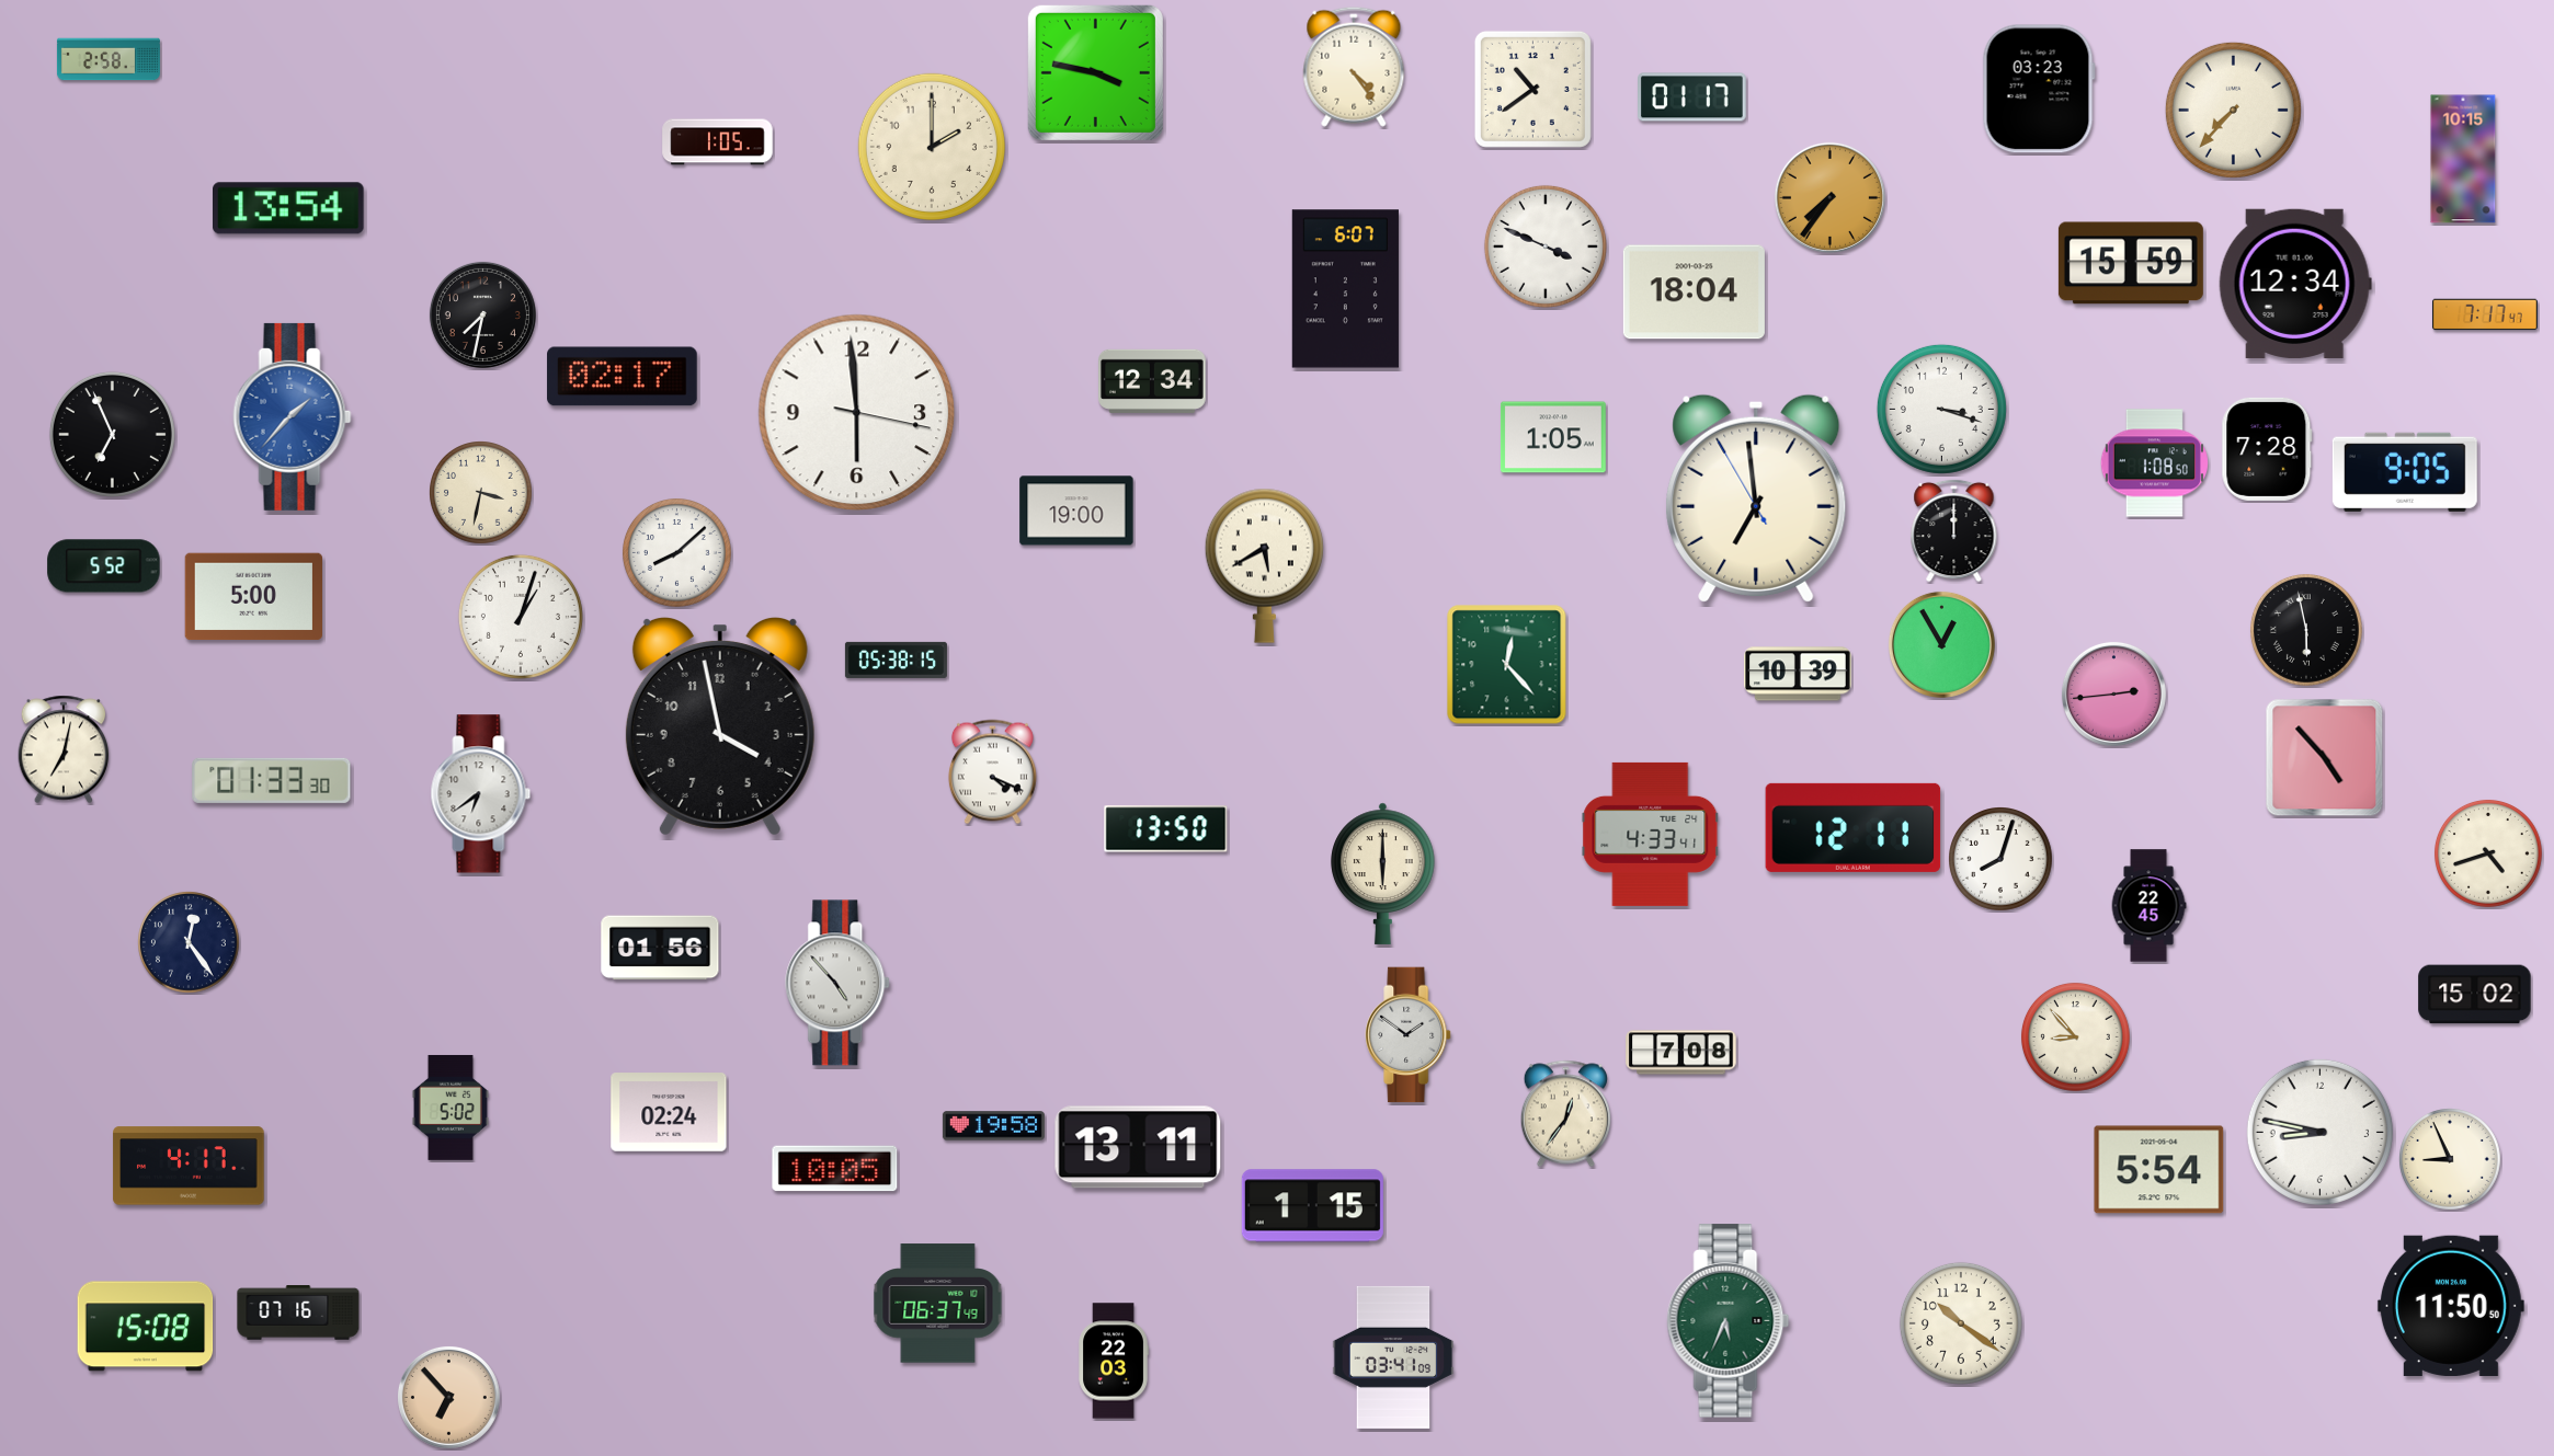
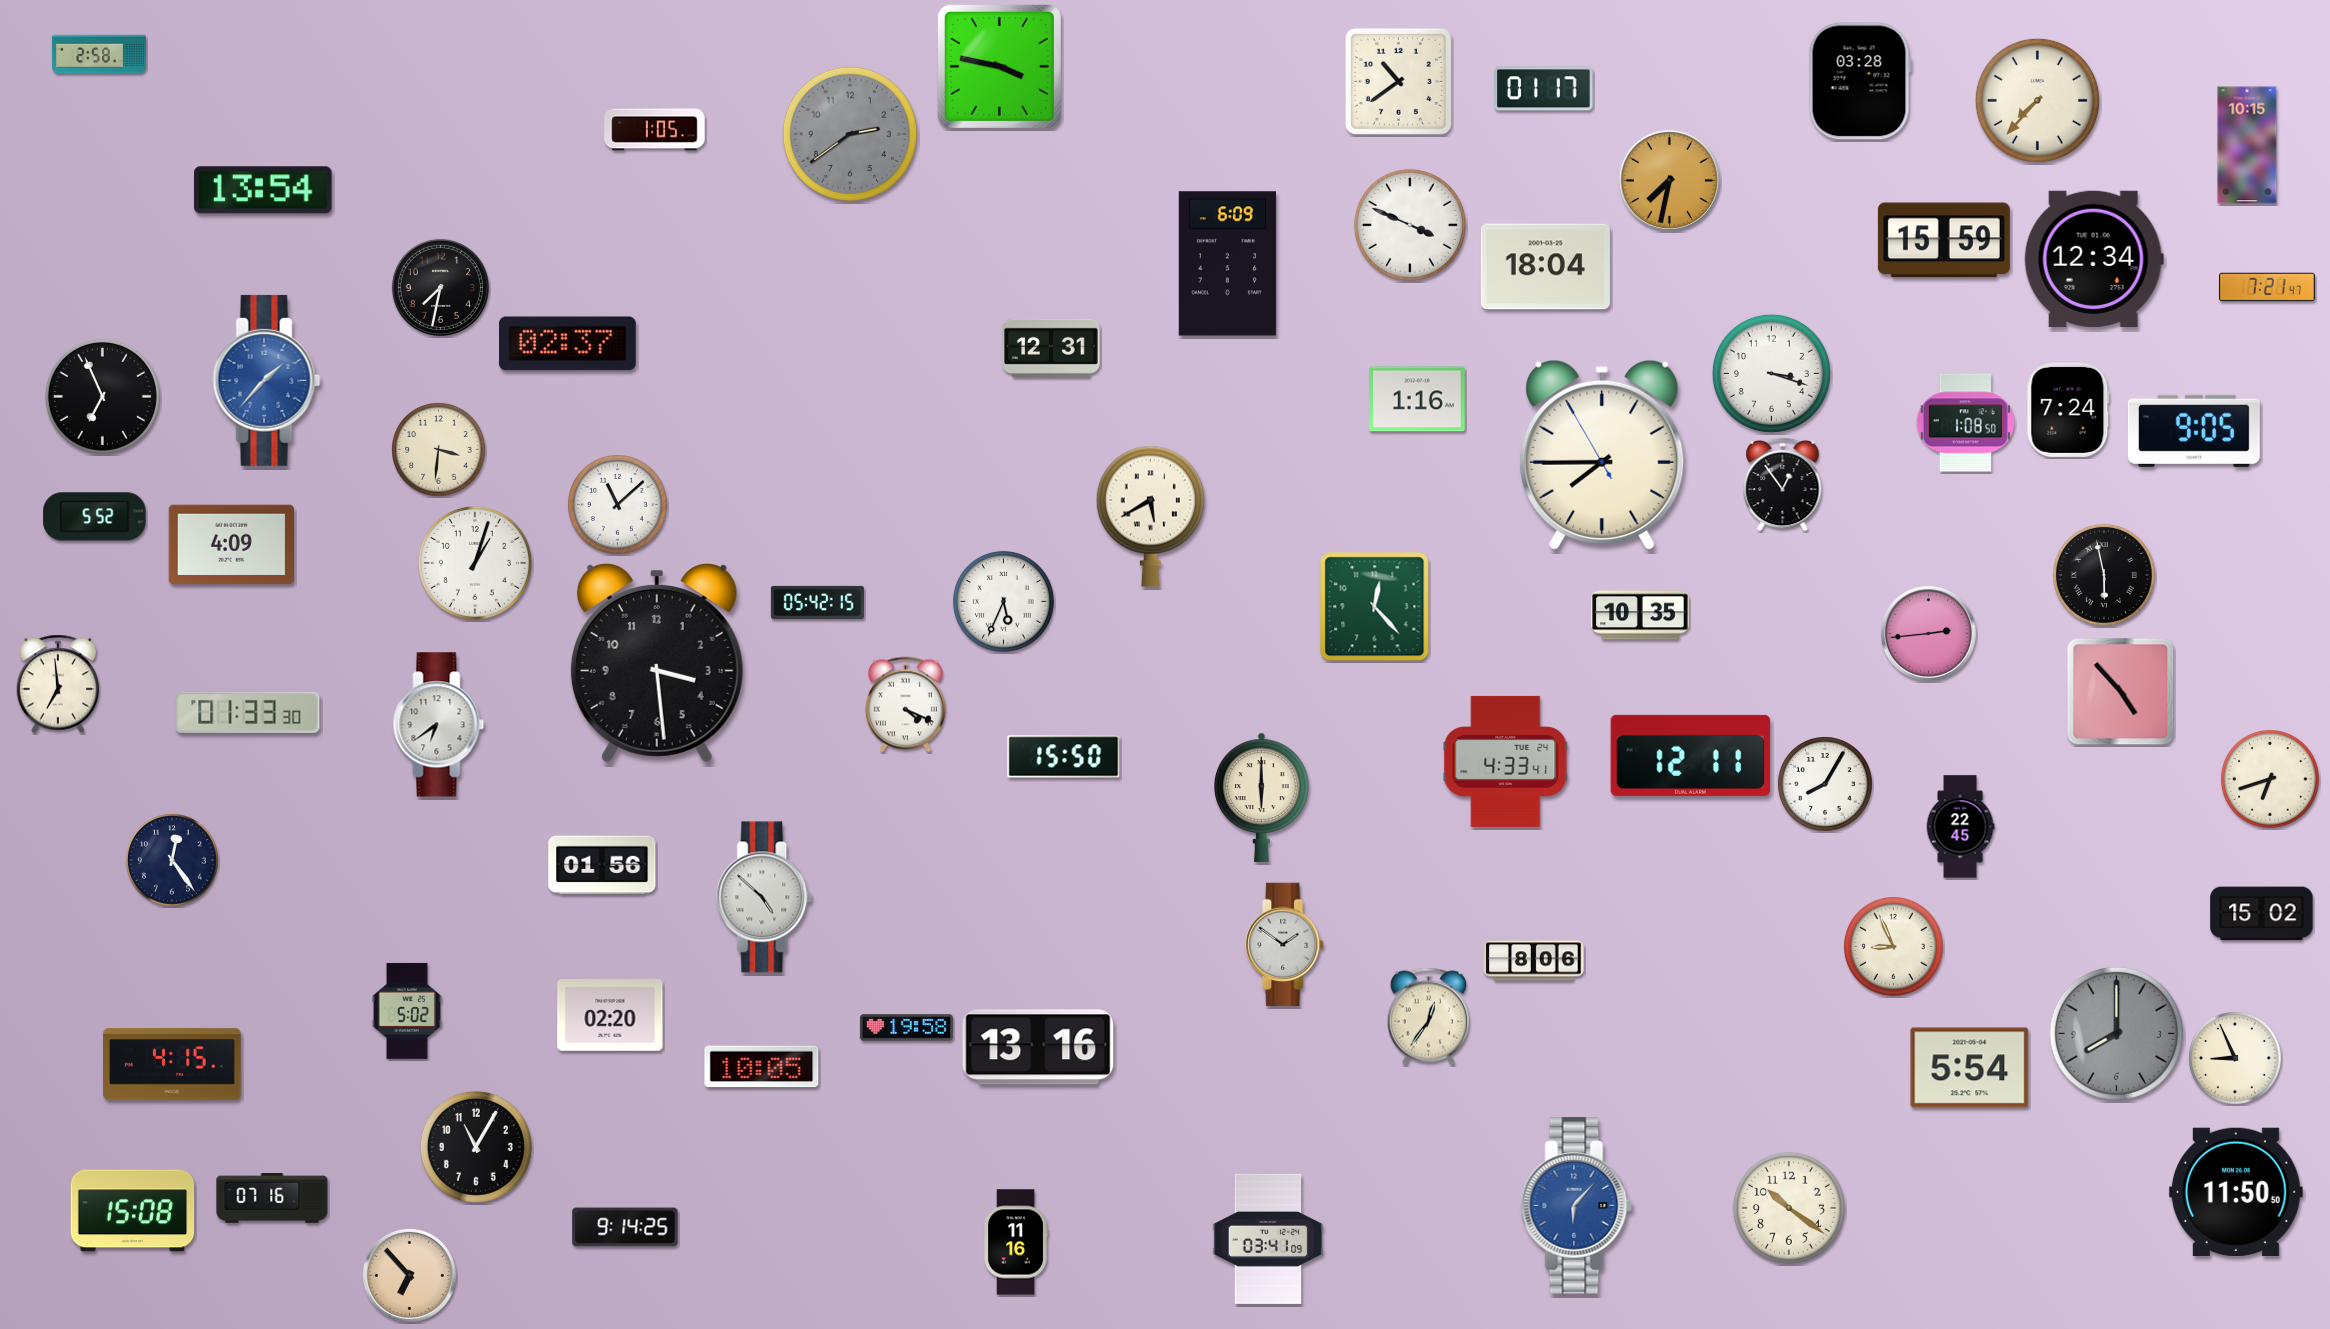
clock at (1354, 67): 4:24 -> none
clock at (2039, 89): 03:23 -> 03:28
clock at (932, 147): 2:00 -> 2:39
clock at (932, 147) dial: cream -> grey
clock at (1829, 197): 7:36 -> 7:32
clock at (1345, 289): 6:07 -> 6:09
clock at (2485, 314): 7:17 -> 7:21
clock at (623, 377): 02:17 -> 02:37
clock at (1152, 381): 12:34 -> 12:31
clock at (857, 413): 5:59 -> none
clock at (1553, 437): 1:05 -> 1:16
clock at (2267, 449): 7:28 -> 7:24
clock at (481, 493): 3:32 -> 3:31
clock at (1756, 498): 6:58 -> 7:44
clock at (1076, 511): 19:00 -> none
clock at (1954, 530): 12:00 -> 12:54
clock at (676, 552): 8:08 -> 11:08
clock at (1264, 565) position: (1264, 565) -> (1150, 516)
clock at (253, 597): 5:00 -> 4:09
clock at (1941, 644): 12:55 -> none
clock at (1003, 601): none -> 5:34
clock at (896, 660): 05:38 -> 05:42
clock at (1798, 674): 10:39 -> 10:35
clock at (720, 726): 3:58 -> 3:29
clock at (64, 749): 7:02 -> 6:59
clock at (1166, 829): 13:50 -> 15:50
clock at (2488, 853): 4:42 -> 6:42
clock at (2002, 860): 8:03 -> 8:05
clock at (839, 983): 4:53 -> 4:52
clock at (2475, 995) position: (2475, 995) -> (2262, 914)
clock at (2075, 1036): 8:53 -> 8:56
clock at (1681, 1053): 7:08 -> 8:06
clock at (451, 1108) position: (451, 1108) -> (407, 1011)
clock at (669, 1112): 02:24 -> 02:20
clock at (2319, 1132): 8:47 -> 8:00
clock at (2319, 1132) dial: white -> grey
clock at (1138, 1147): 13:11 -> 13:16
clock at (189, 1166): 4:17 -> 4:15
clock at (1312, 1206): 1:15 -> none
clock at (476, 1147): none -> 11:05
clock at (938, 1304): 06:37 -> none
clock at (1729, 1321): 5:34 -> 6:07
clock at (1729, 1321) dial: green -> blue
clock at (625, 1227): none -> 9:14
clock at (1393, 1357) position: (1393, 1357) -> (1268, 1239)
clock at (1114, 1361): 22:03 -> 11:16
